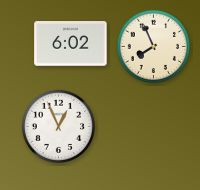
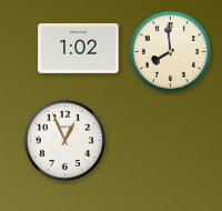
clock at (71, 44): 6:02 -> 1:02
clock at (153, 46): 7:56 -> 7:59
